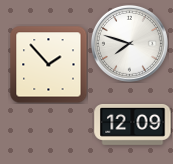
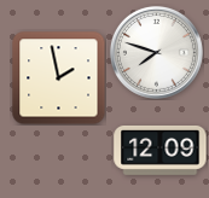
clock at (48, 64): 1:53 -> 1:58
